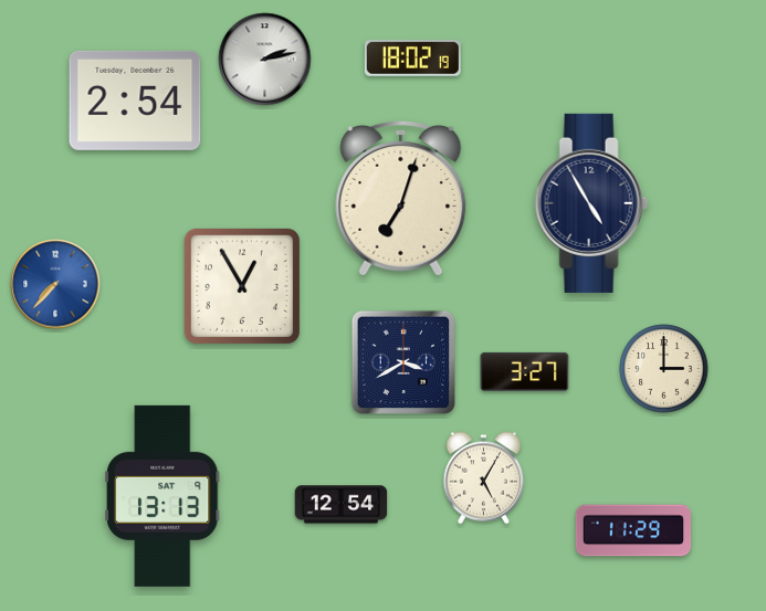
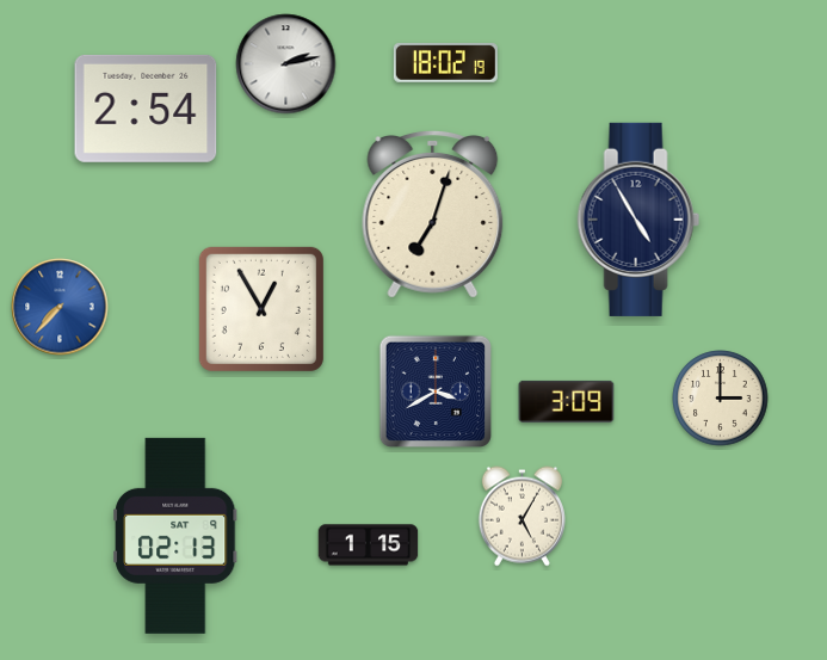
clock at (664, 369) position: (664, 369) -> (721, 399)
clock at (525, 371): 3:27 -> 3:09
clock at (164, 496): 13:13 -> 02:13
clock at (342, 505): 12:54 -> 1:15
clock at (632, 530): 11:29 -> none
